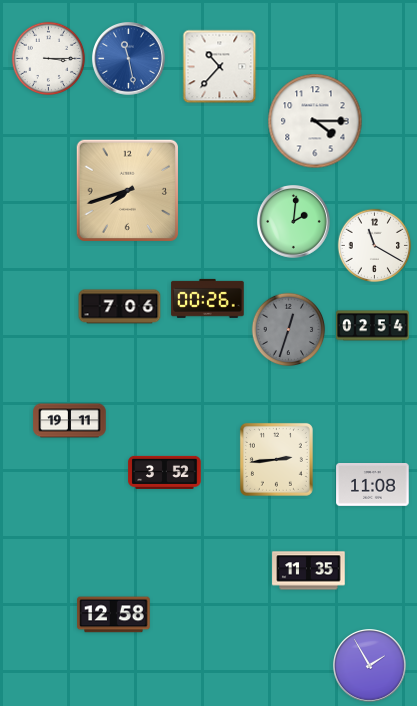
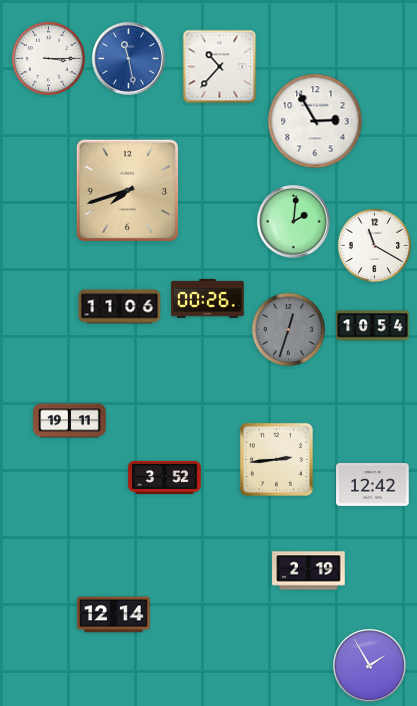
clock at (315, 121): 4:15 -> 2:55
clock at (120, 307): 7:06 -> 11:06
clock at (373, 326): 02:54 -> 10:54
clock at (165, 472) position: (165, 472) -> (165, 477)
clock at (373, 485): 11:08 -> 12:42
clock at (309, 571): 11:35 -> 2:19
clock at (114, 615): 12:58 -> 12:14
